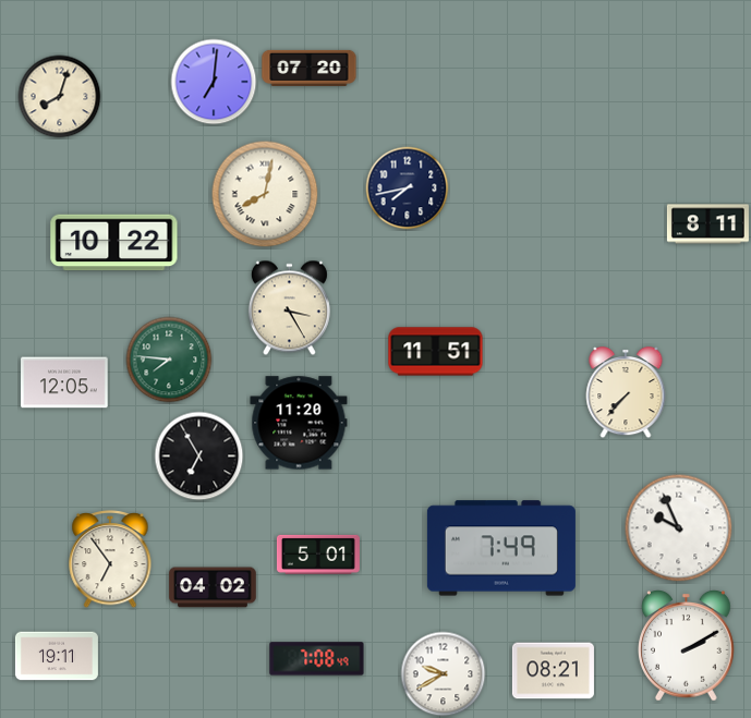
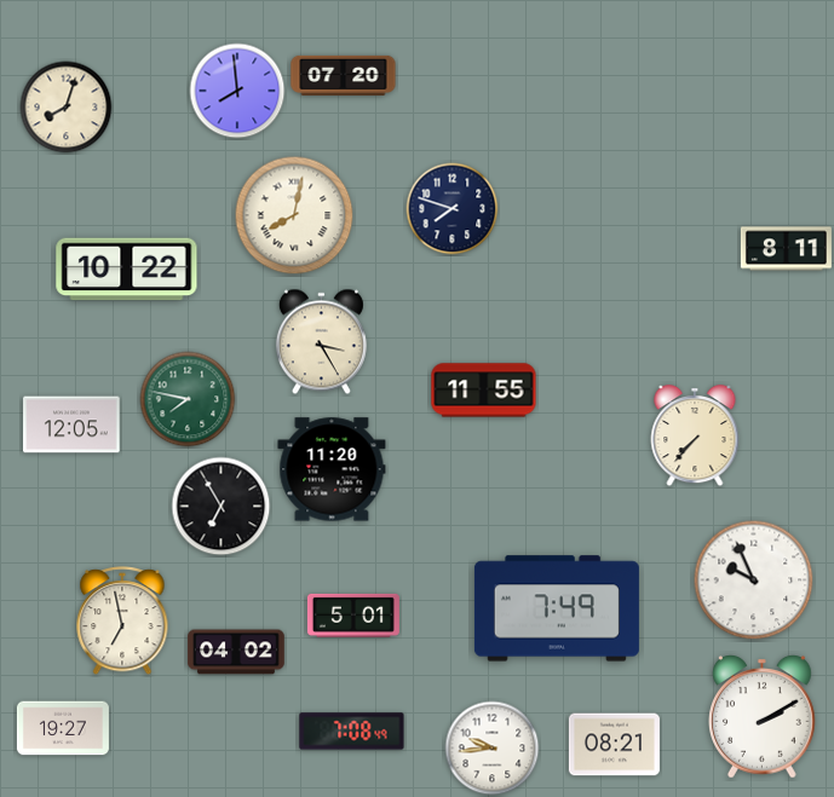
clock at (214, 82): 7:01 -> 7:59
clock at (408, 188): 7:43 -> 7:48
clock at (436, 352): 11:51 -> 11:55
clock at (169, 360): 7:46 -> 7:47
clock at (679, 528) position: (679, 528) -> (754, 581)
clock at (110, 560): 6:54 -> 6:58
clock at (57, 656): 19:11 -> 19:27
clock at (444, 674): 9:40 -> 9:44
